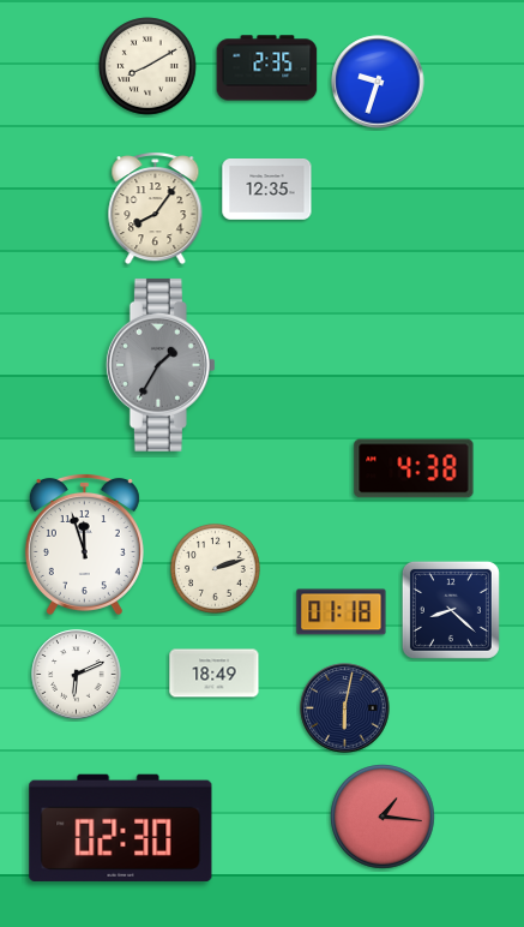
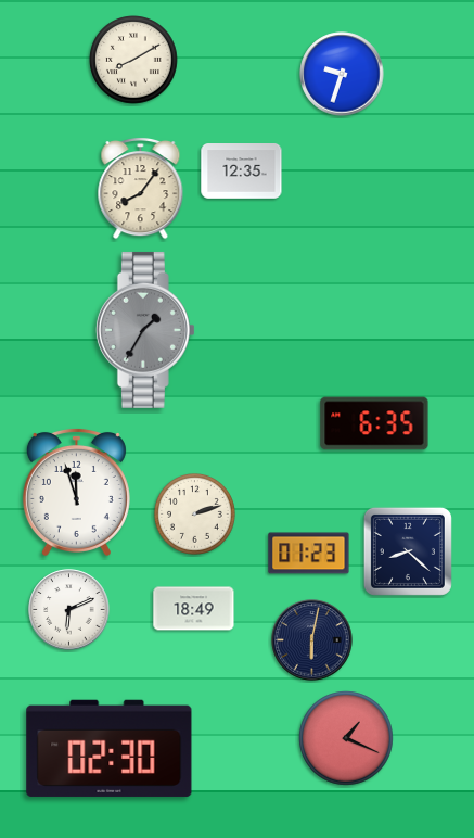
clock at (267, 68): 2:35 -> none
clock at (414, 468): 4:38 -> 6:35
clock at (342, 612): 01:18 -> 01:23
clock at (383, 817): 1:16 -> 1:19
